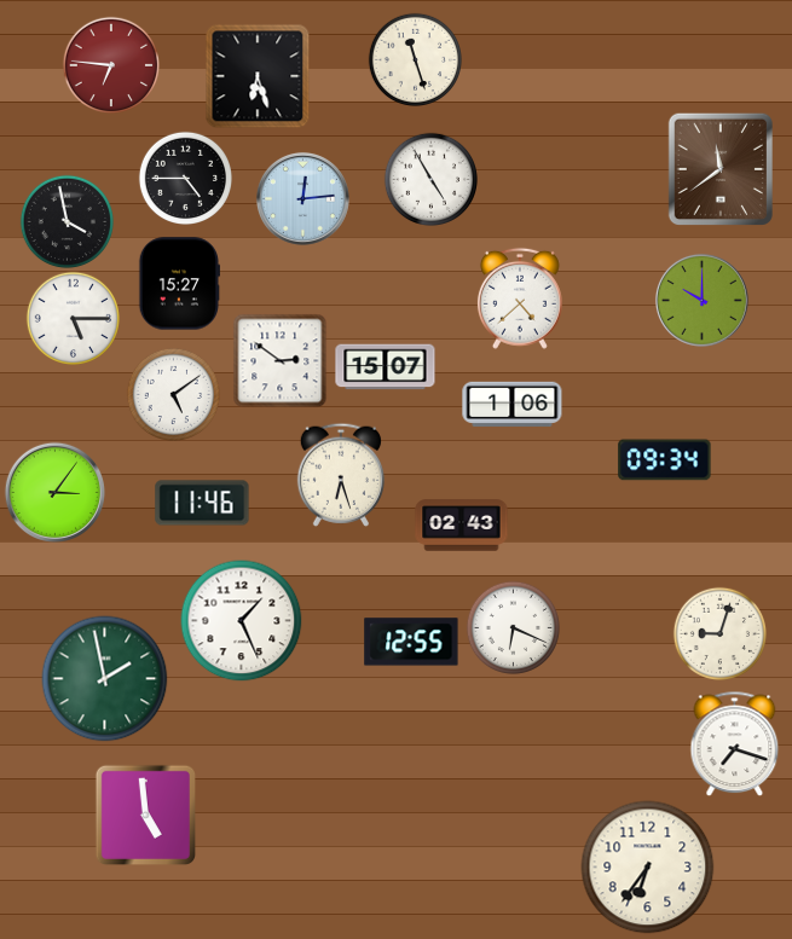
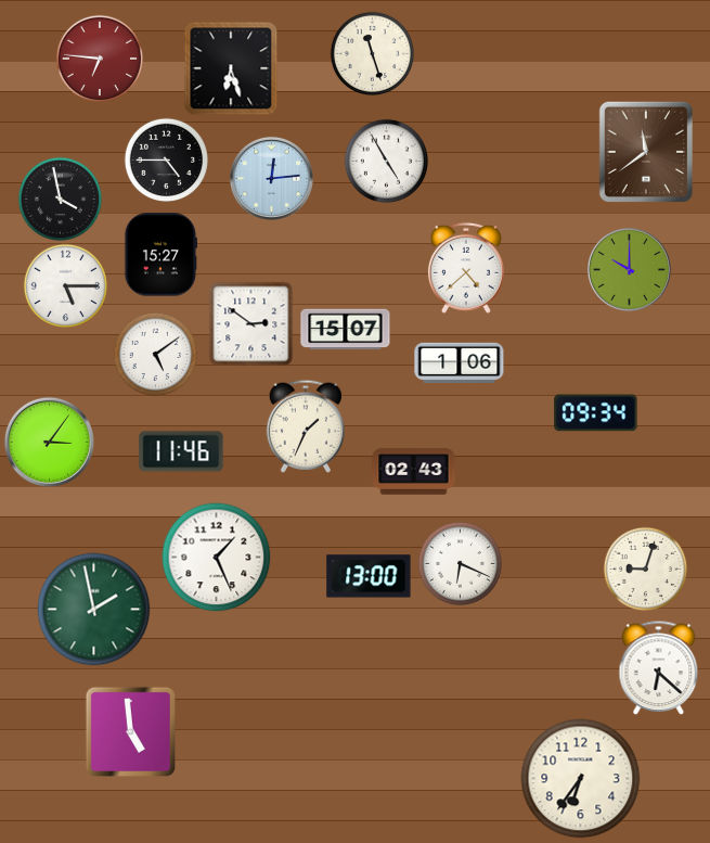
clock at (340, 475): 6:27 -> 1:34
clock at (411, 642): 12:55 -> 13:00
clock at (735, 743): 7:18 -> 6:22
